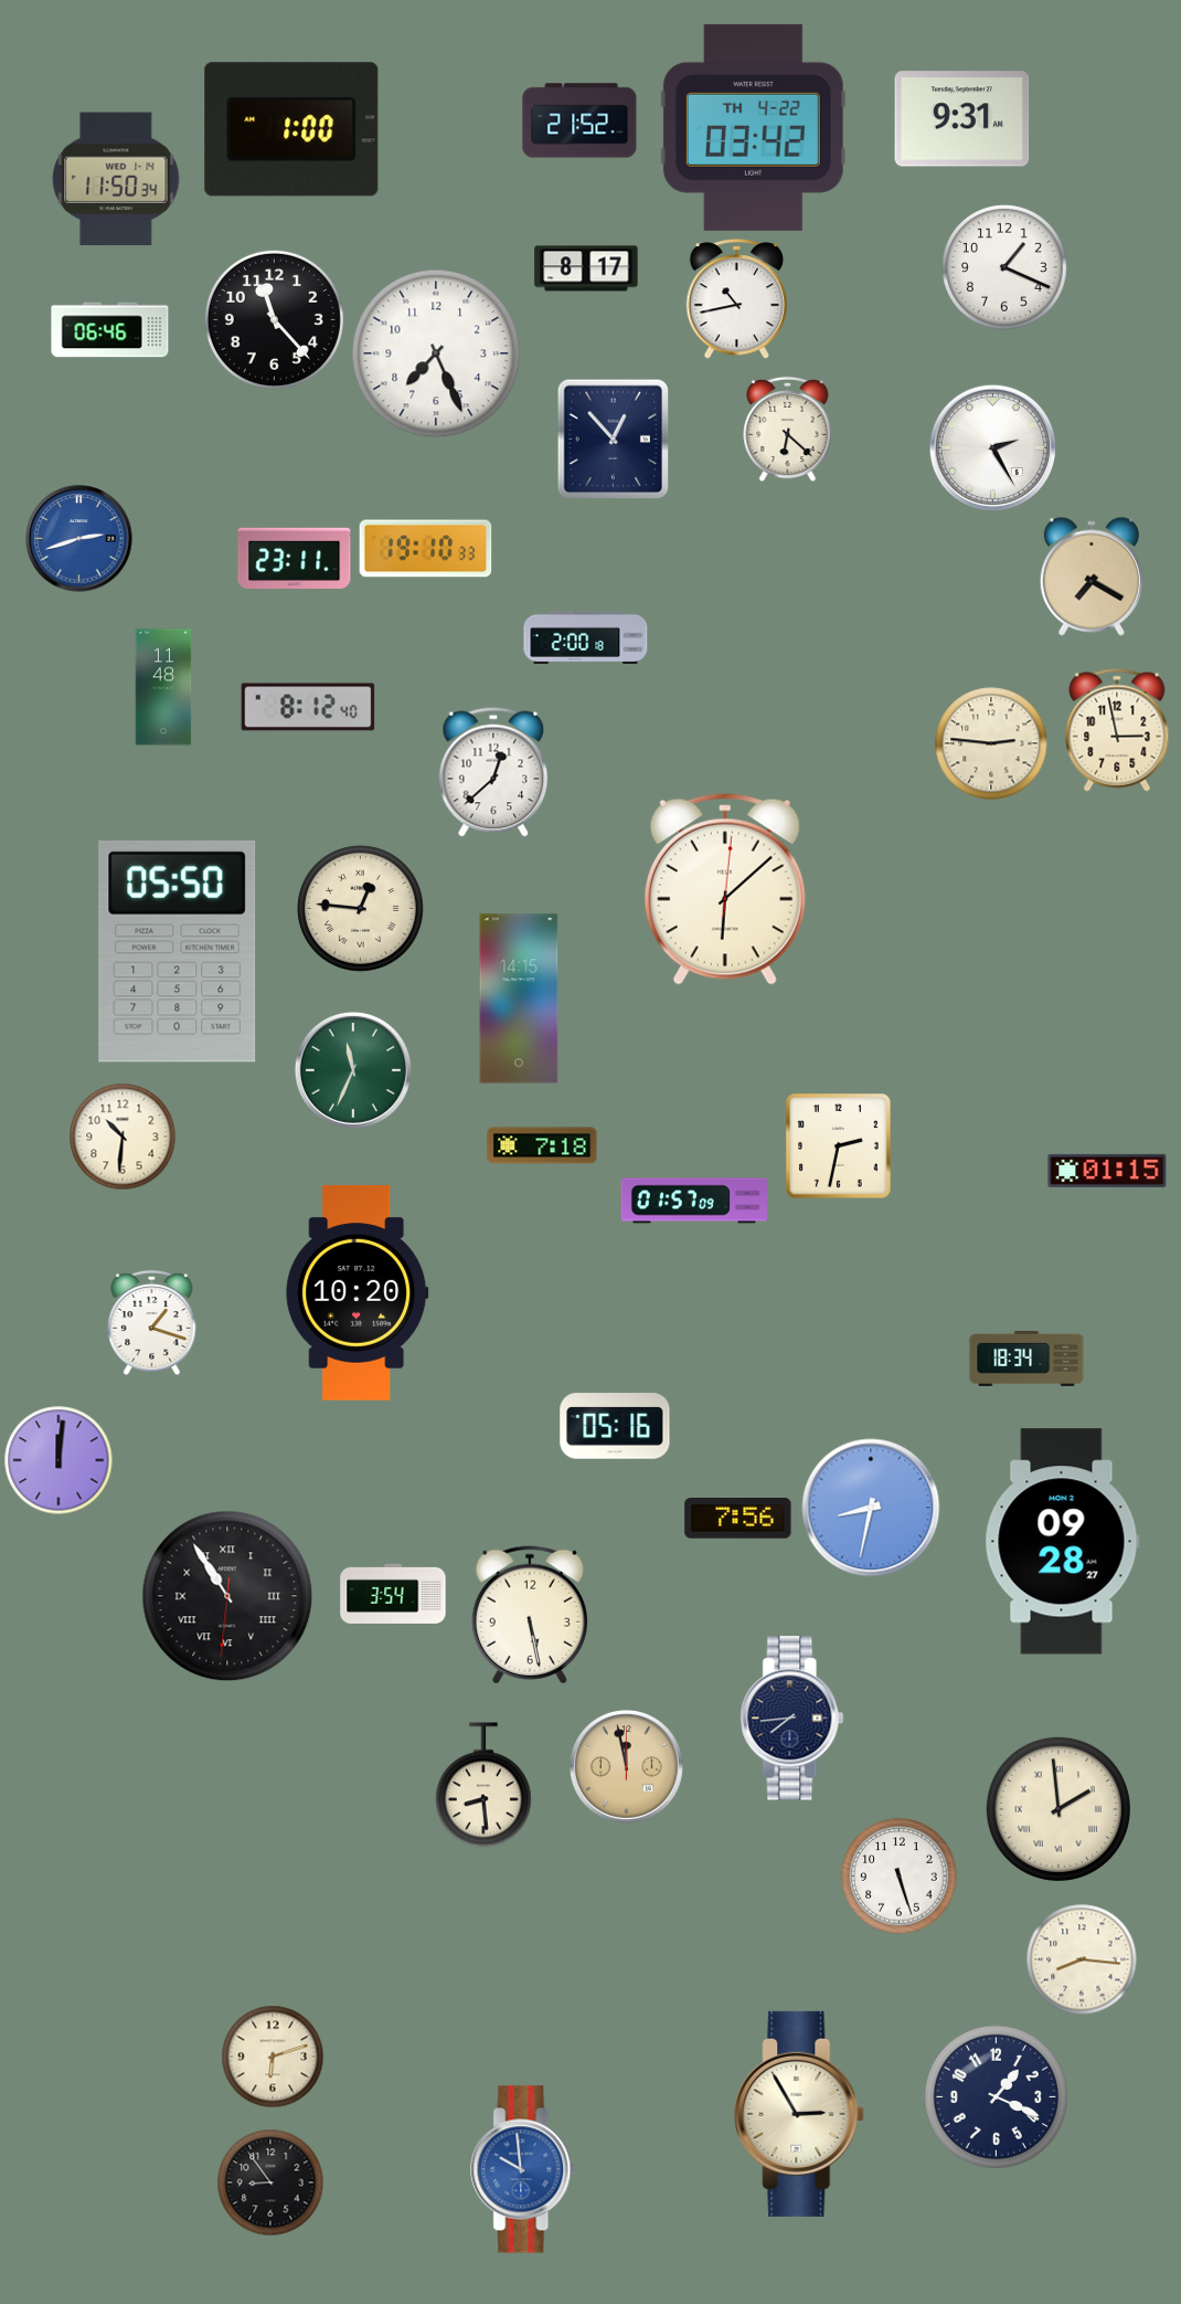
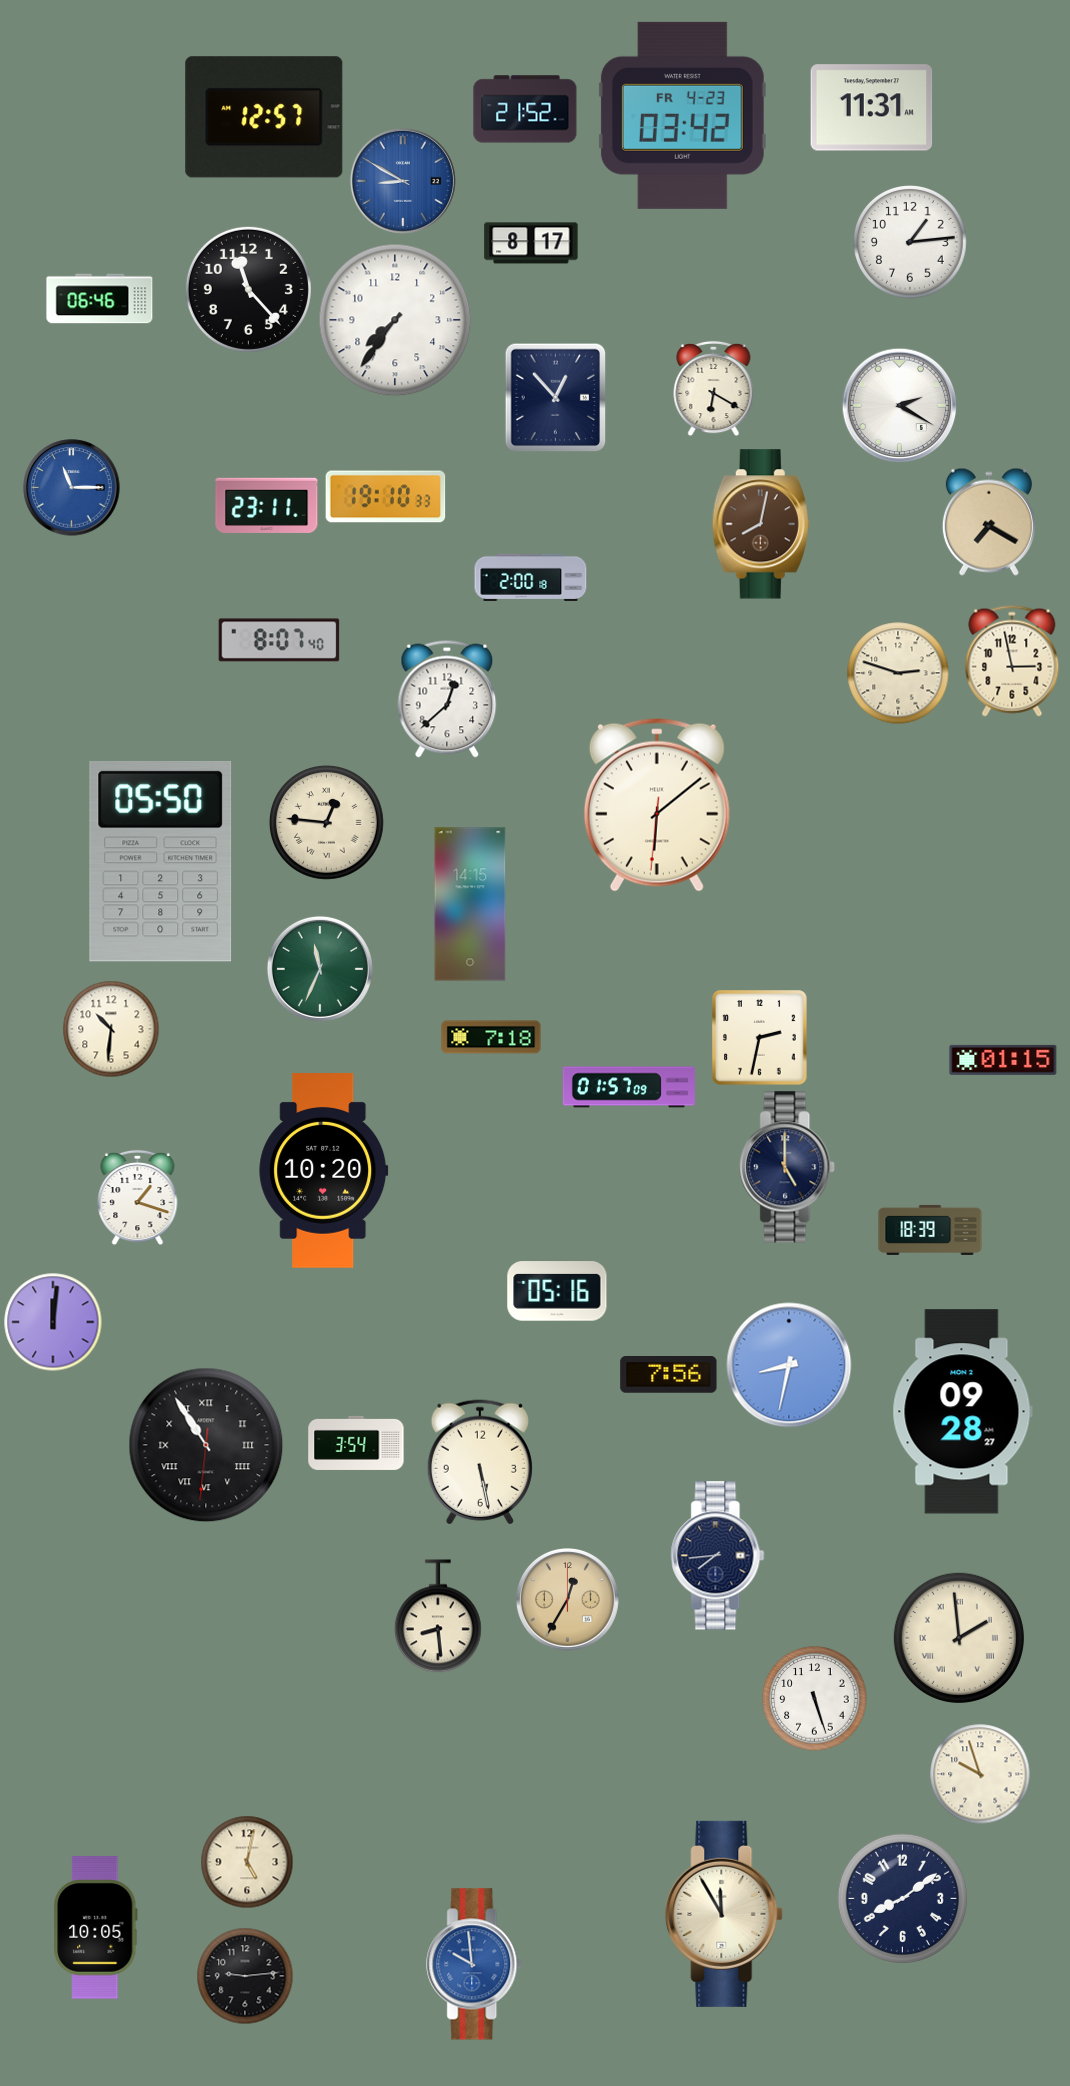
clock at (962, 119): 9:31 -> 11:31
clock at (753, 127) date: TH 4-22 -> FR 4-23
clock at (291, 129): 1:00 -> 12:57
clock at (116, 179): 11:50 -> none
clock at (403, 181): none -> 8:50
clock at (1006, 268): 1:19 -> 1:14
clock at (737, 299): 10:43 -> none
clock at (436, 353): 7:26 -> 7:36
clock at (788, 429): 6:22 -> 6:20
clock at (992, 447): 2:25 -> 2:20
clock at (79, 539): 2:42 -> 11:15
clock at (761, 524): none -> 8:02
clock at (163, 687): 11:48 -> none
clock at (308, 707): 8:12 -> 8:07
clock at (991, 743): 2:46 -> 2:48
clock at (725, 889): 6:08:01 -> 6:08:31
clock at (788, 1167): none -> 5:00
clock at (1026, 1359): 18:34 -> 18:39
clock at (1062, 1542) position: (1062, 1542) -> (962, 1412)
clock at (627, 1767): 11:58 -> 12:35
clock at (1082, 1959): 8:16 -> 9:57
clock at (273, 2057): 6:12 -> 5:02
clock at (996, 2096): 1:19 -> 8:09
clock at (800, 2114): 2:55 -> 11:55
clock at (96, 1928): none -> 10:05
clock at (270, 2183): 8:54 -> 9:14
